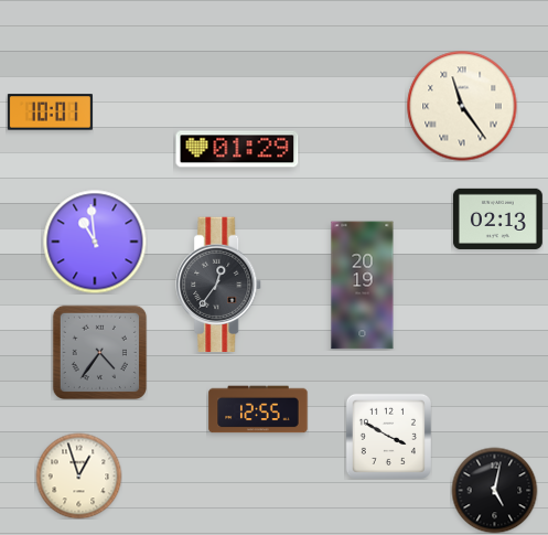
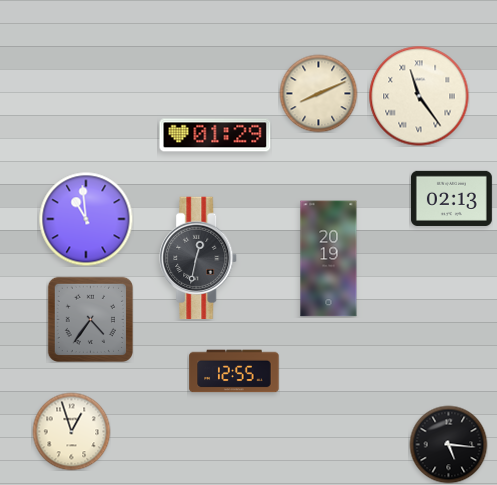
clock at (318, 93): none -> 8:11
clock at (50, 113): 10:01 -> none
clock at (219, 285): 12:36 -> 12:32
clock at (388, 436): 3:50 -> none
clock at (494, 490): 5:02 -> 5:16
